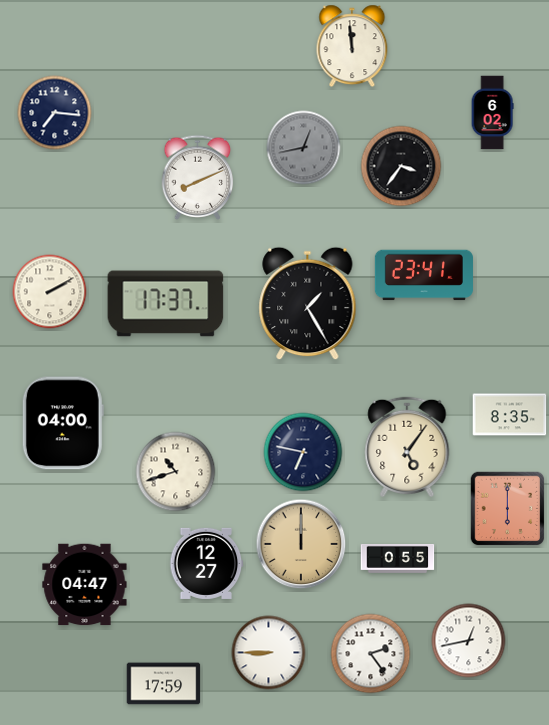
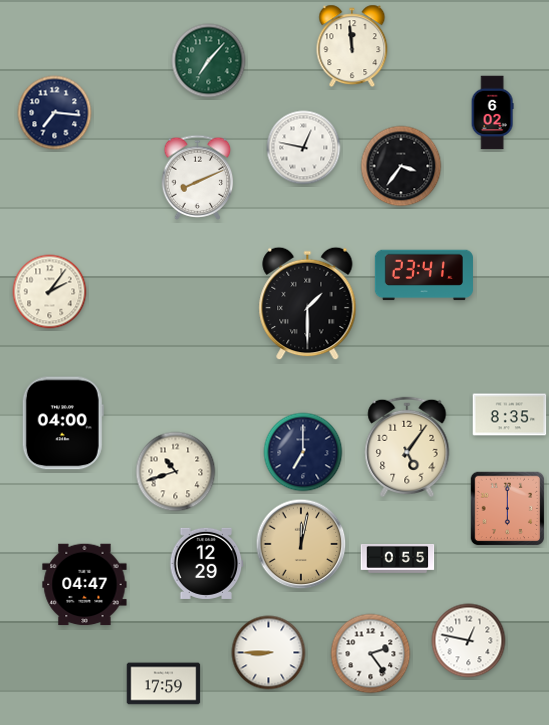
clock at (209, 61): none -> 7:07
clock at (304, 148): 12:43 -> 12:47
clock at (304, 148) dial: grey -> white
clock at (50, 292): 2:10 -> 2:06
clock at (166, 304): 17:37 -> none
clock at (308, 304): 1:25 -> 1:30
clock at (303, 452): 6:47 -> 7:00
clock at (301, 544): 12:00 -> 12:02
clock at (207, 563): 12:27 -> 12:29
clock at (469, 641): 12:43 -> 12:47
